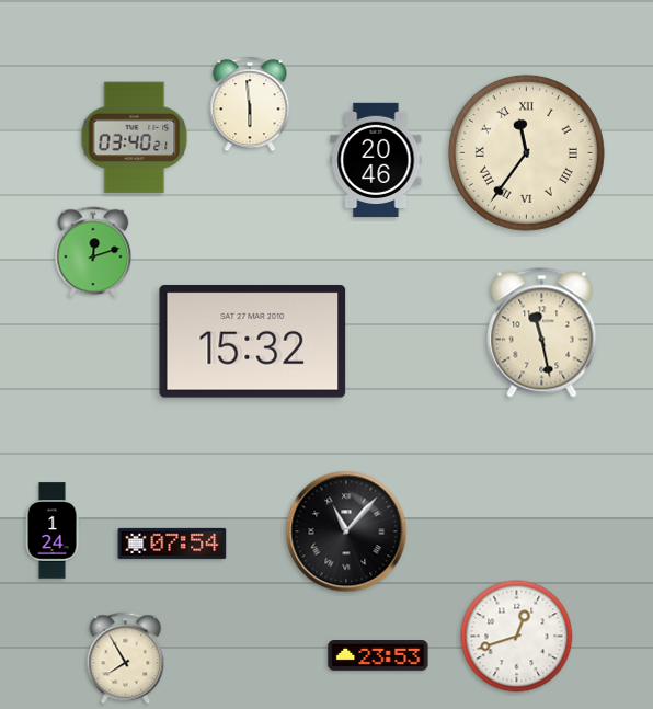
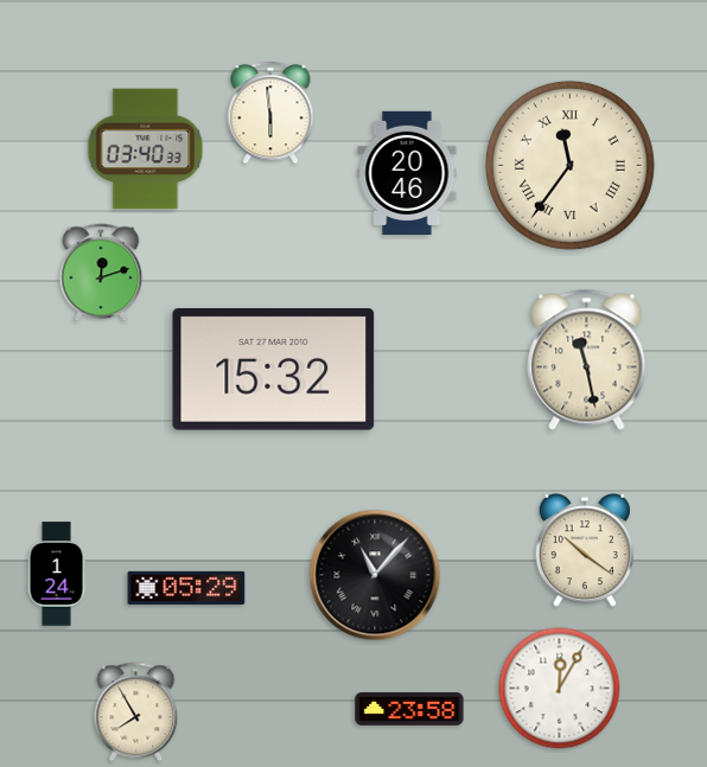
clock at (135, 138): 03:40:21 -> 03:40:33
clock at (584, 550): none -> 10:21
clock at (172, 544): 07:54 -> 05:29
clock at (517, 637): 12:42 -> 12:05
clock at (378, 655): 23:53 -> 23:58
